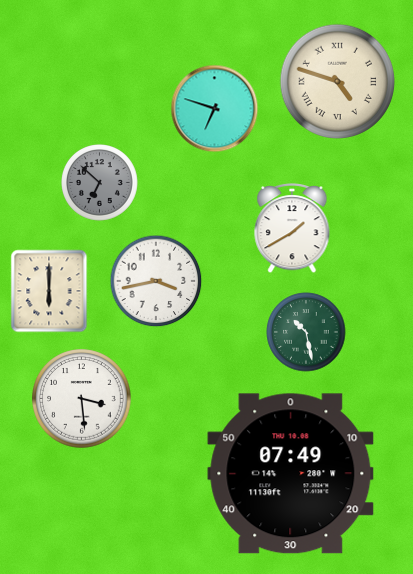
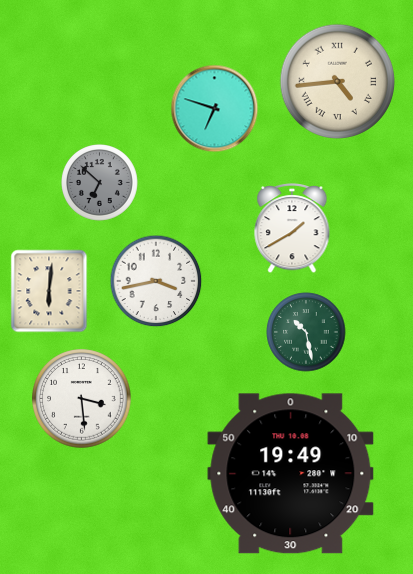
clock at (337, 81): 4:48 -> 4:44
clock at (49, 291): 6:00 -> 6:01
clock at (291, 474): 07:49 -> 19:49
